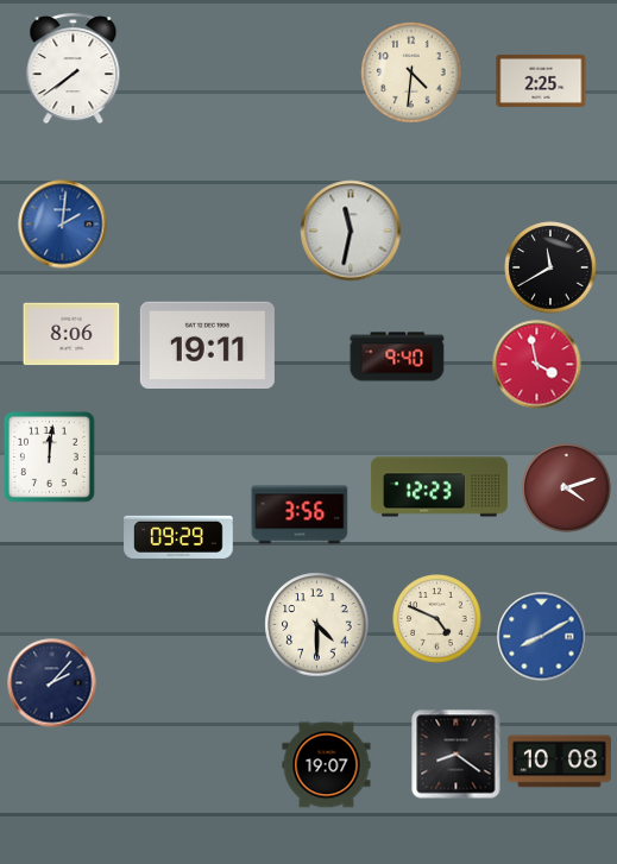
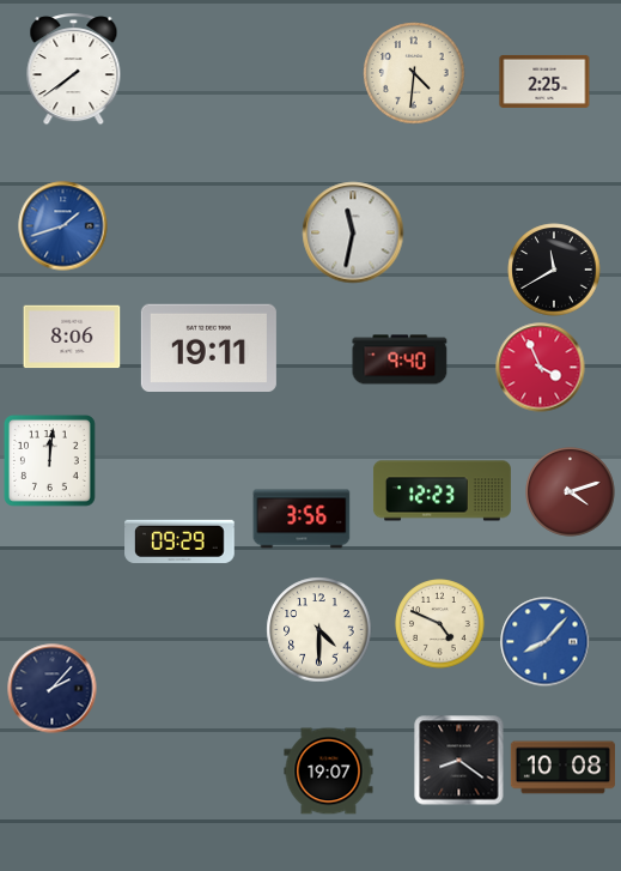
clock at (63, 225): 2:01 -> 1:42
clock at (537, 365): 3:58 -> 3:56
clock at (542, 637): 8:10 -> 8:07
